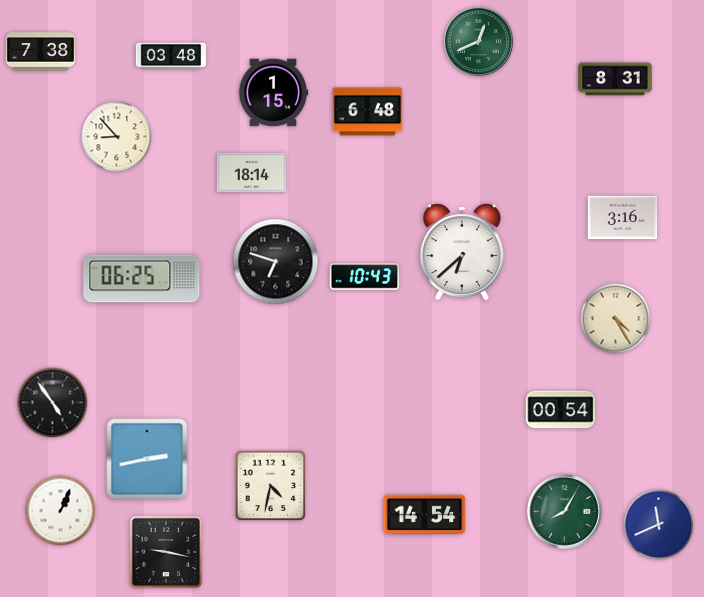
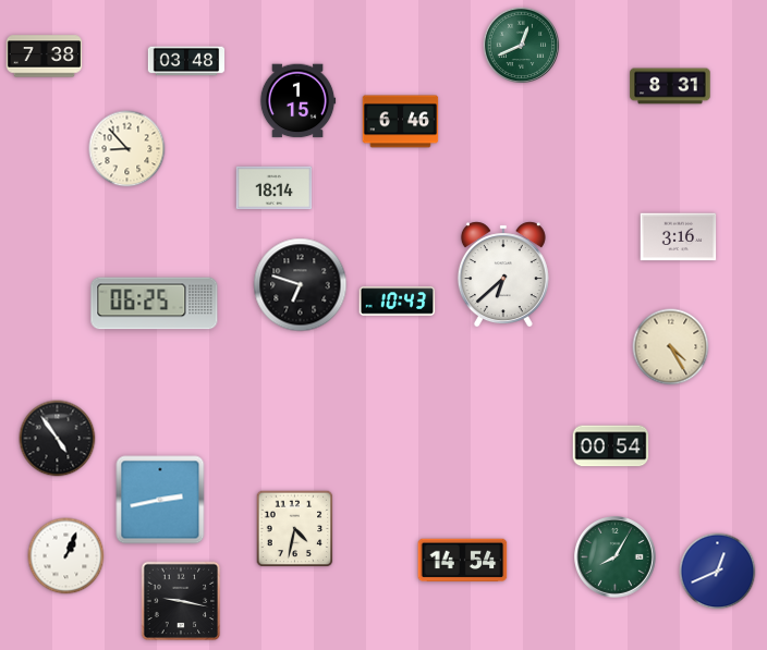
clock at (368, 112): 6:48 -> 6:46
clock at (659, 525): 11:41 -> 12:41
